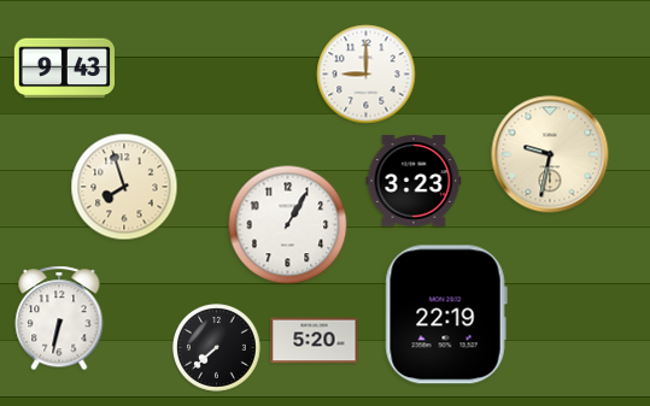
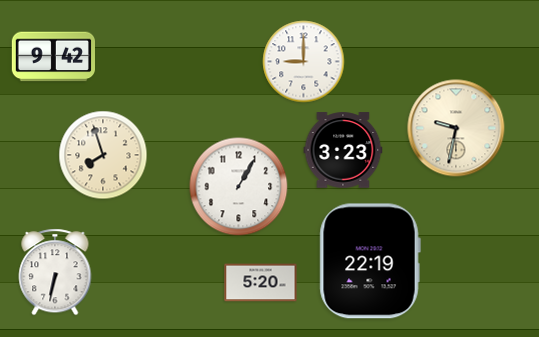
clock at (64, 69): 9:43 -> 9:42
clock at (59, 318) position: (59, 318) -> (55, 272)
clock at (217, 348): 7:38 -> none
